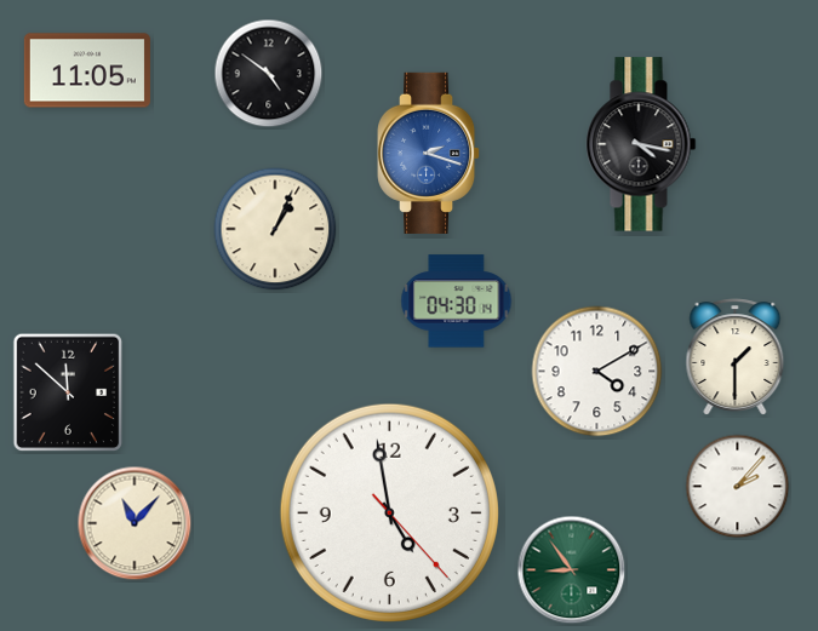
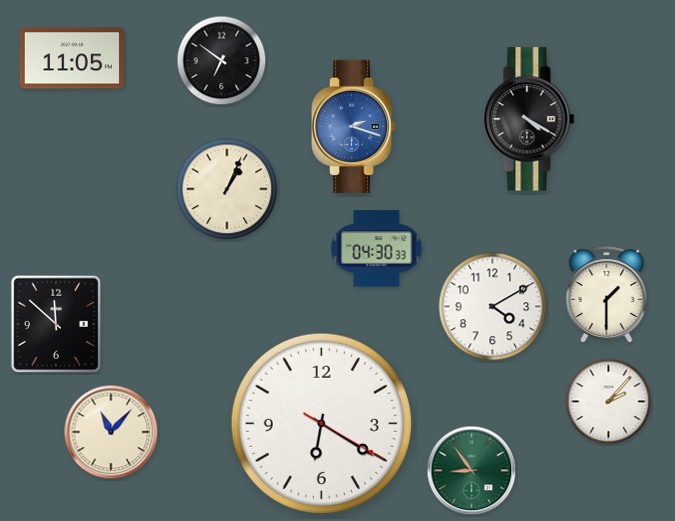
clock at (269, 74): 4:51 -> 6:51
clock at (641, 144): 4:17 -> 4:20
clock at (457, 302): 04:30:14 -> 04:30:33
clock at (389, 512): 4:58 -> 6:20
